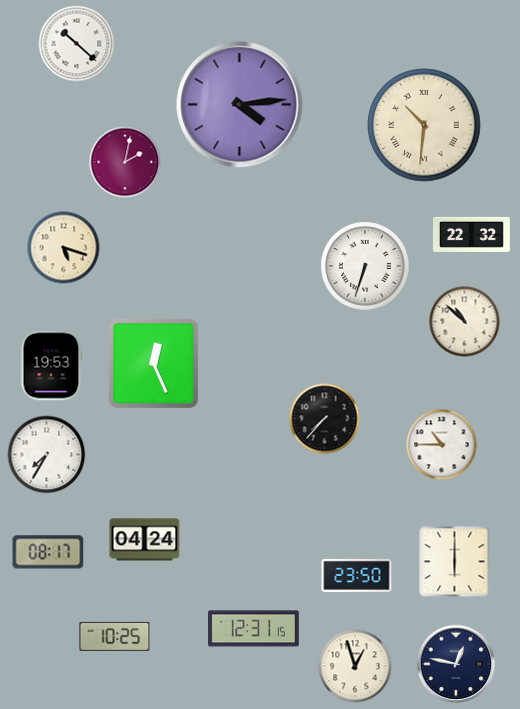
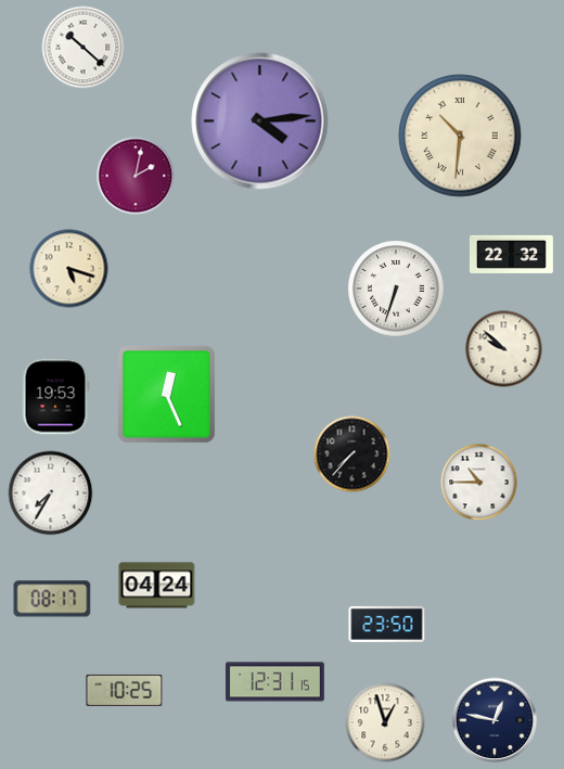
clock at (240, 105) position: (240, 105) -> (260, 121)
clock at (465, 322): 10:52 -> 9:52
clock at (455, 562): 6:00 -> none
